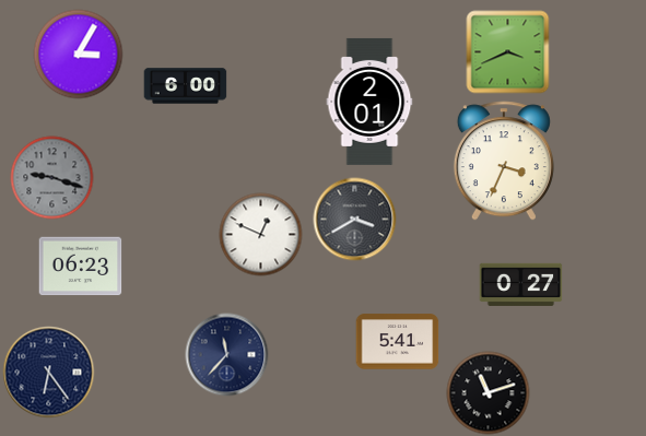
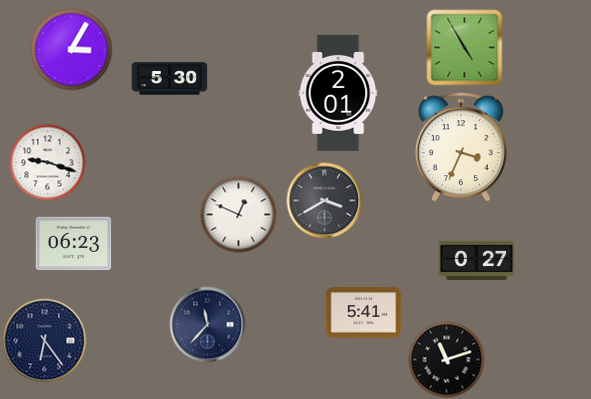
clock at (508, 52): 3:41 -> 4:55
clock at (186, 86): 6:00 -> 5:30
clock at (52, 178) dial: grey -> white
